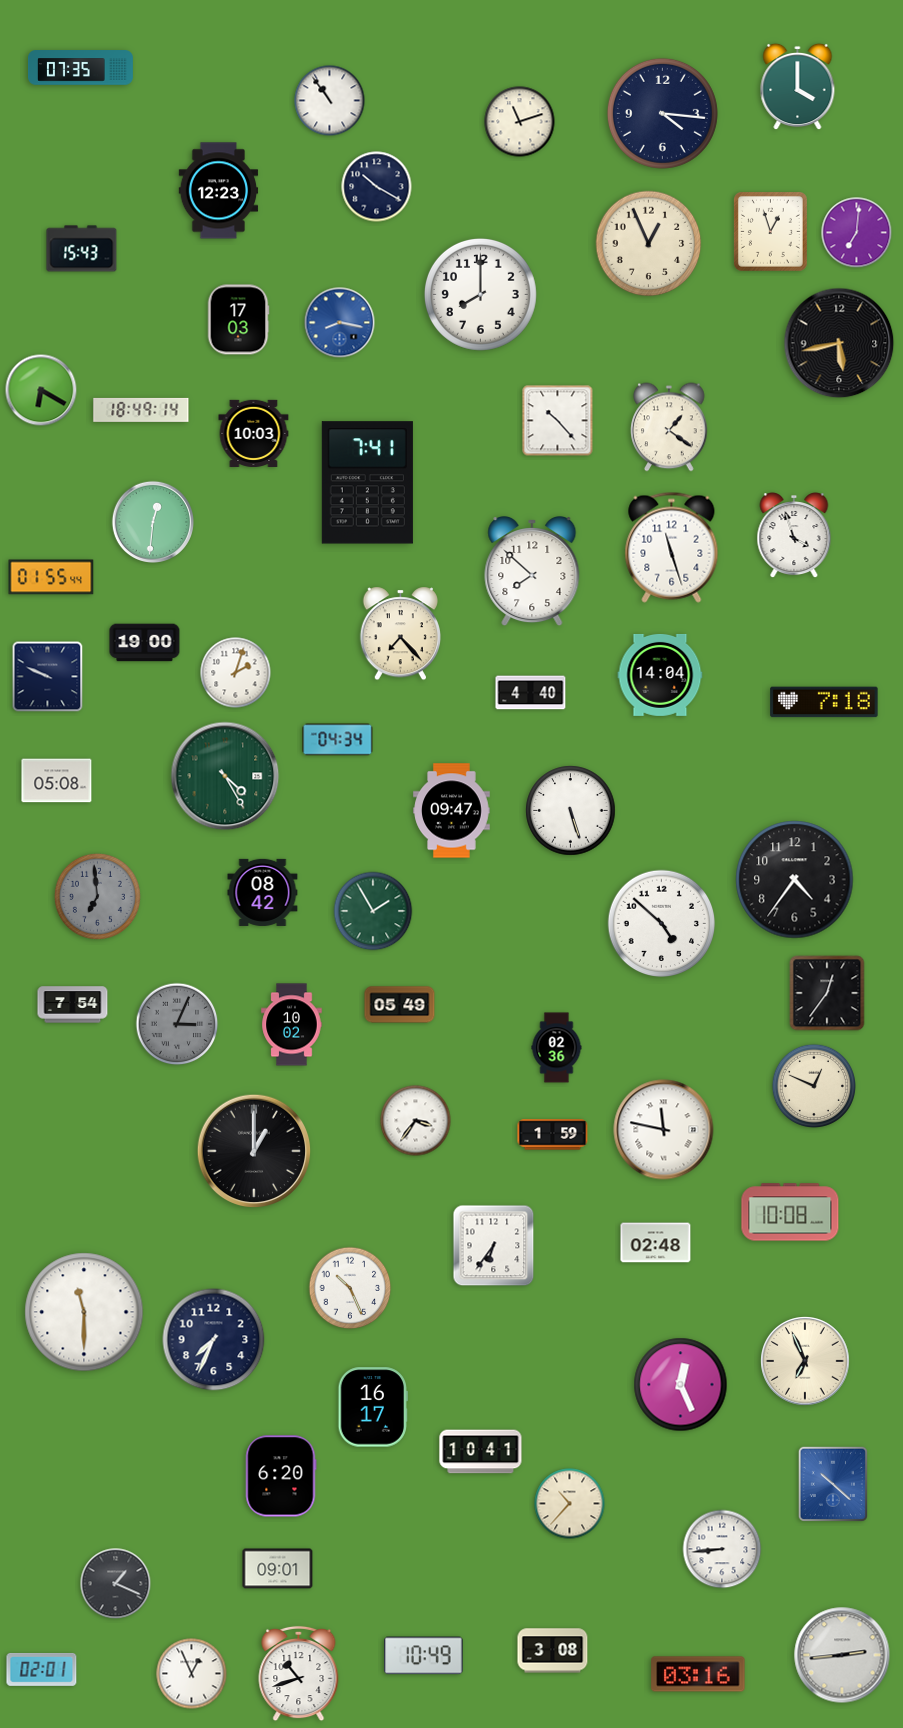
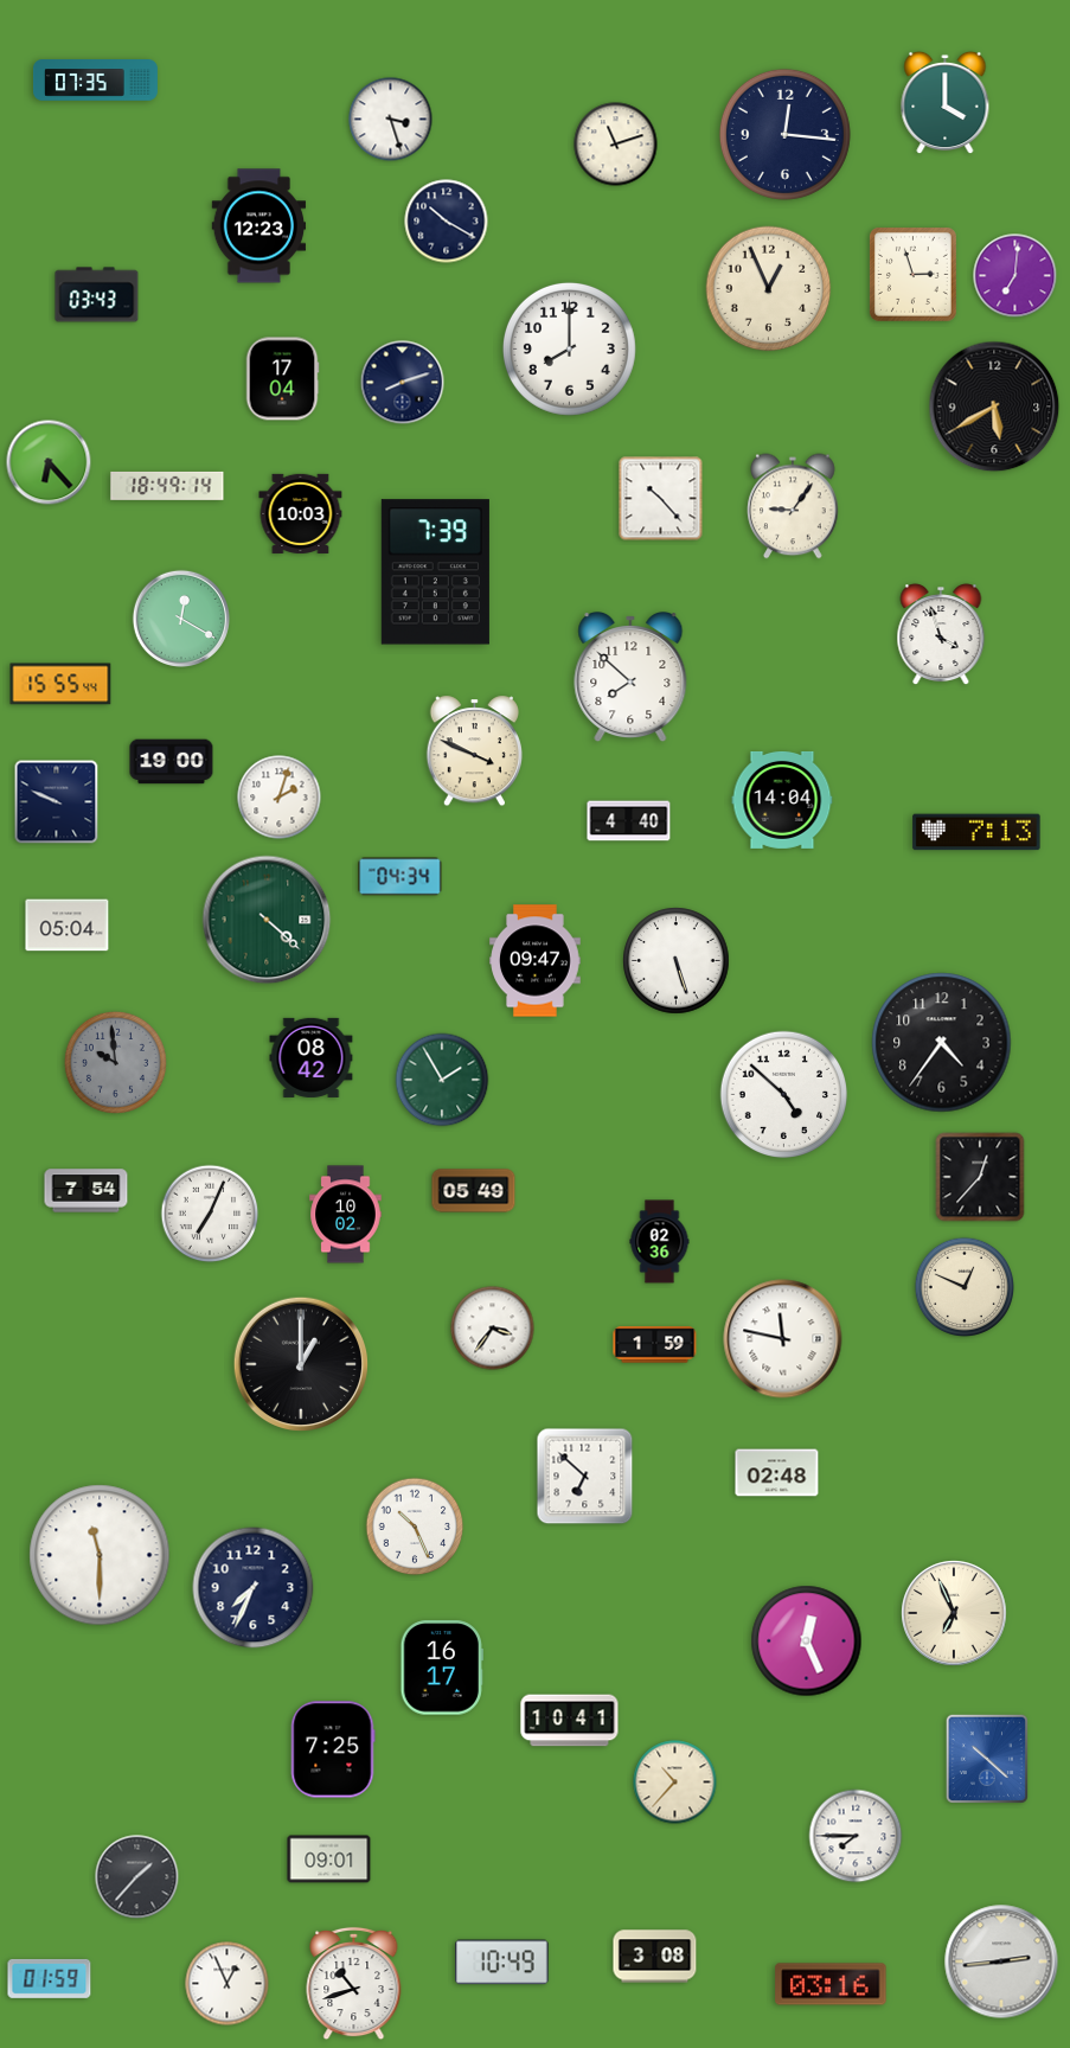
clock at (330, 101): 10:54 -> 3:27
clock at (662, 113): 4:16 -> 12:16
clock at (770, 231): 12:57 -> 2:57
clock at (82, 249): 15:43 -> 03:43
clock at (238, 320): 17:03 -> 17:04
clock at (340, 323): 8:17 -> 8:12
clock at (340, 323) dial: blue -> navy
clock at (839, 343): 5:43 -> 5:40
clock at (41, 390): 6:20 -> 6:23
clock at (669, 427): 1:21 -> 9:06
clock at (367, 483): 7:41 -> 7:39
clock at (152, 521): 12:31 -> 12:20
clock at (672, 547): 11:27 -> none
clock at (51, 577): 01:55 -> 15:55
clock at (400, 634): 7:23 -> 3:49
clock at (824, 702): 7:18 -> 7:13
clock at (225, 776): 4:25 -> 4:22
clock at (57, 781): 05:08 -> 05:04
clock at (97, 896): 6:59 -> 9:59
clock at (827, 993): 12:36 -> 12:37
clock at (177, 1024): 3:04 -> 7:04
clock at (177, 1024) dial: grey -> white
clock at (664, 1130) position: (664, 1130) -> (783, 1339)
clock at (790, 1212): 10:08 -> none
clock at (494, 1246): 6:36 -> 6:52
clock at (281, 1476): 6:20 -> 7:25
clock at (722, 1549): 8:44 -> 7:45
clock at (116, 1584): 1:19 -> 1:37
clock at (842, 1655) position: (842, 1655) -> (1001, 1961)
clock at (42, 1669): 02:01 -> 01:59
clock at (698, 1674) position: (698, 1674) -> (831, 1984)
